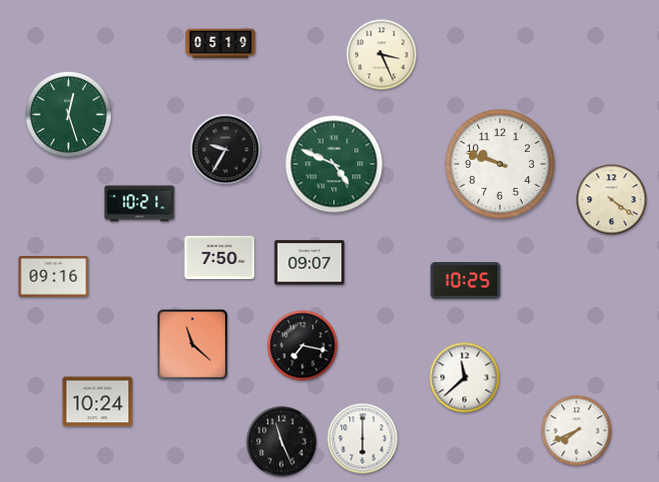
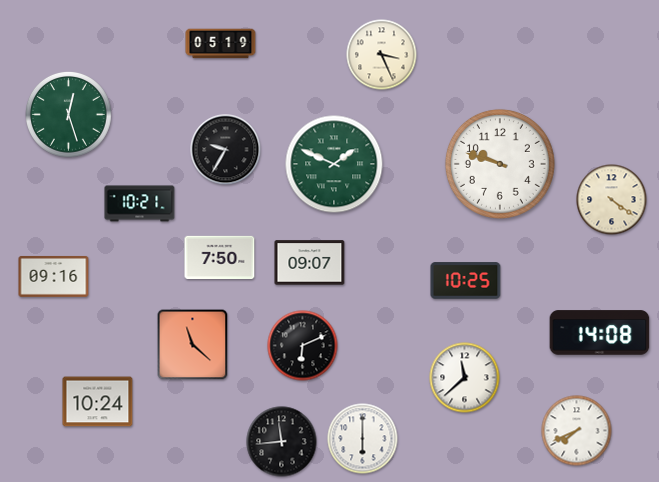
clock at (334, 164): 4:49 -> 1:49
clock at (600, 333): none -> 14:08
clock at (303, 346): 7:17 -> 6:11
clock at (282, 442): 11:26 -> 11:44
